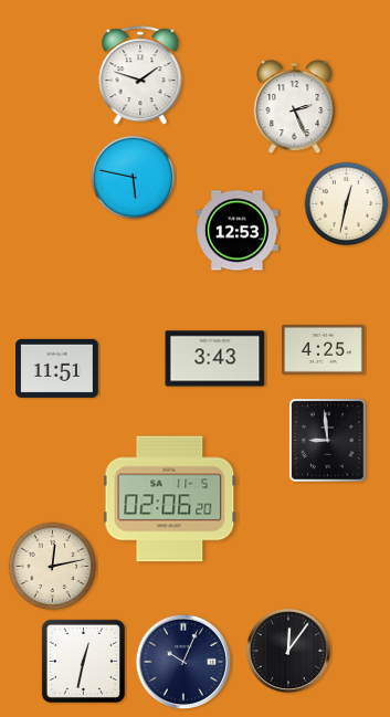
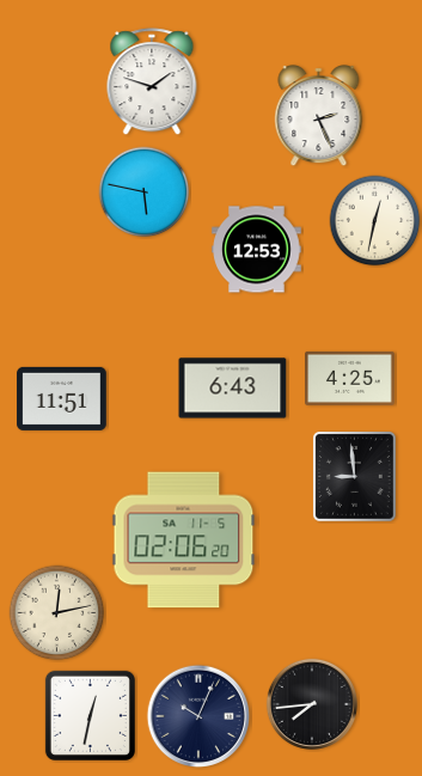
clock at (215, 359): 3:43 -> 6:43
clock at (288, 651): 12:06 -> 7:44
